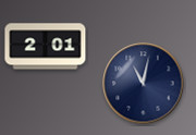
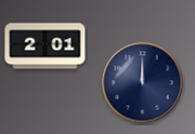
clock at (144, 84): 11:02 -> 12:00
